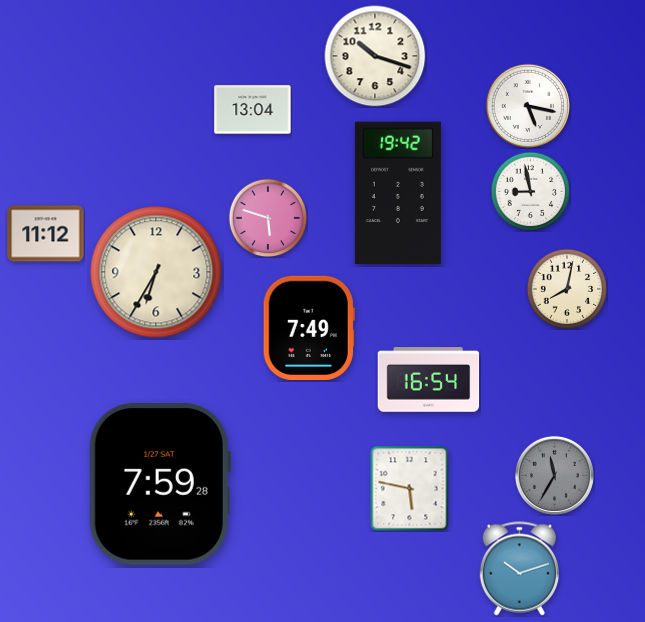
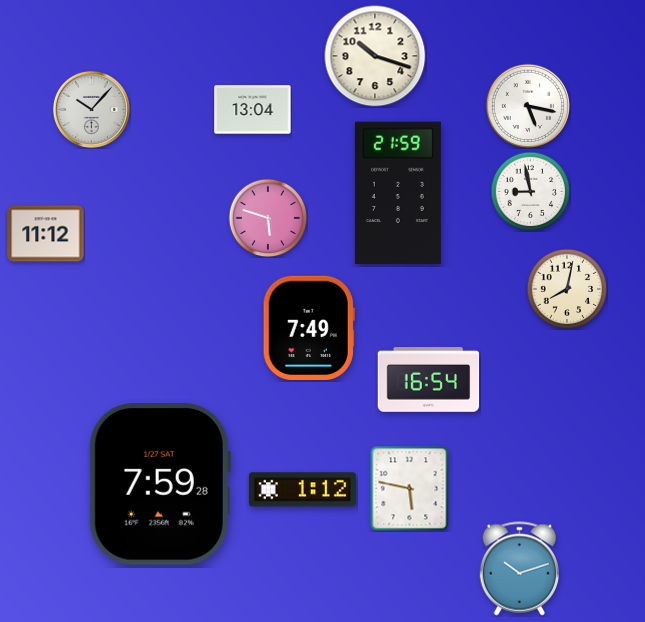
clock at (91, 109): none -> 10:07
clock at (398, 193): 19:42 -> 21:59
clock at (156, 272): 6:35 -> none
clock at (554, 475): 11:35 -> none
clock at (302, 490): none -> 1:12
